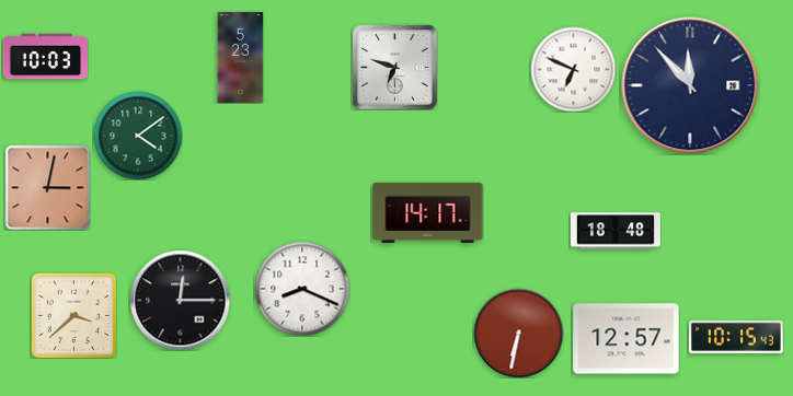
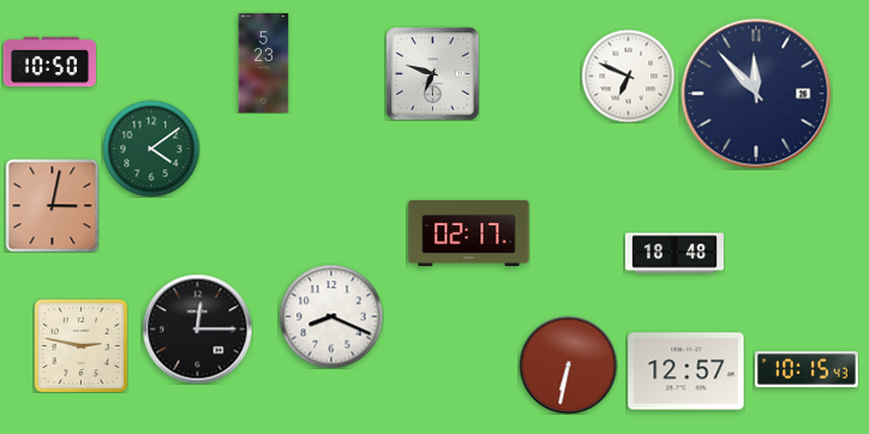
clock at (45, 57): 10:03 -> 10:50
clock at (428, 212): 14:17 -> 02:17
clock at (73, 315): 3:38 -> 2:47
